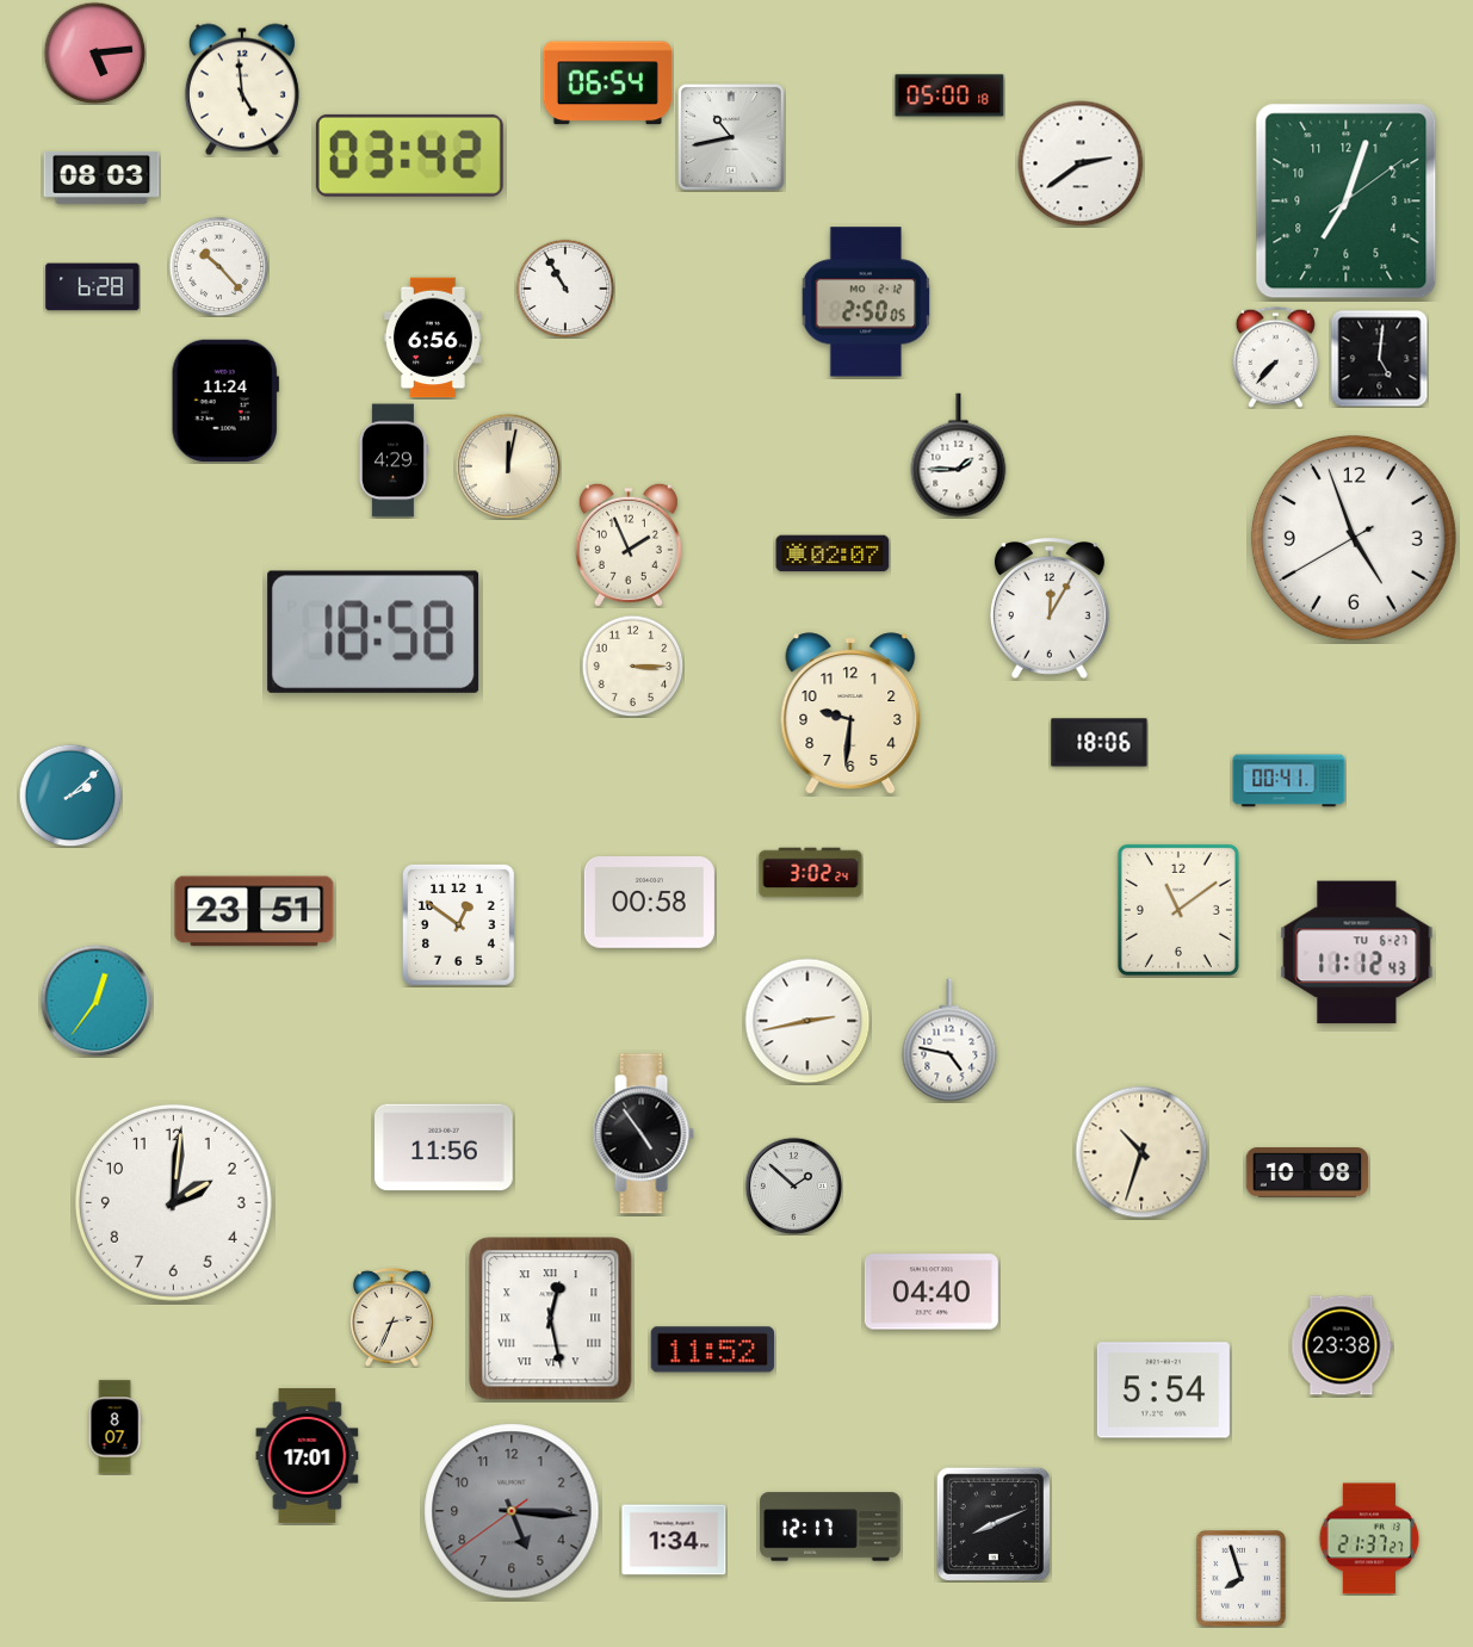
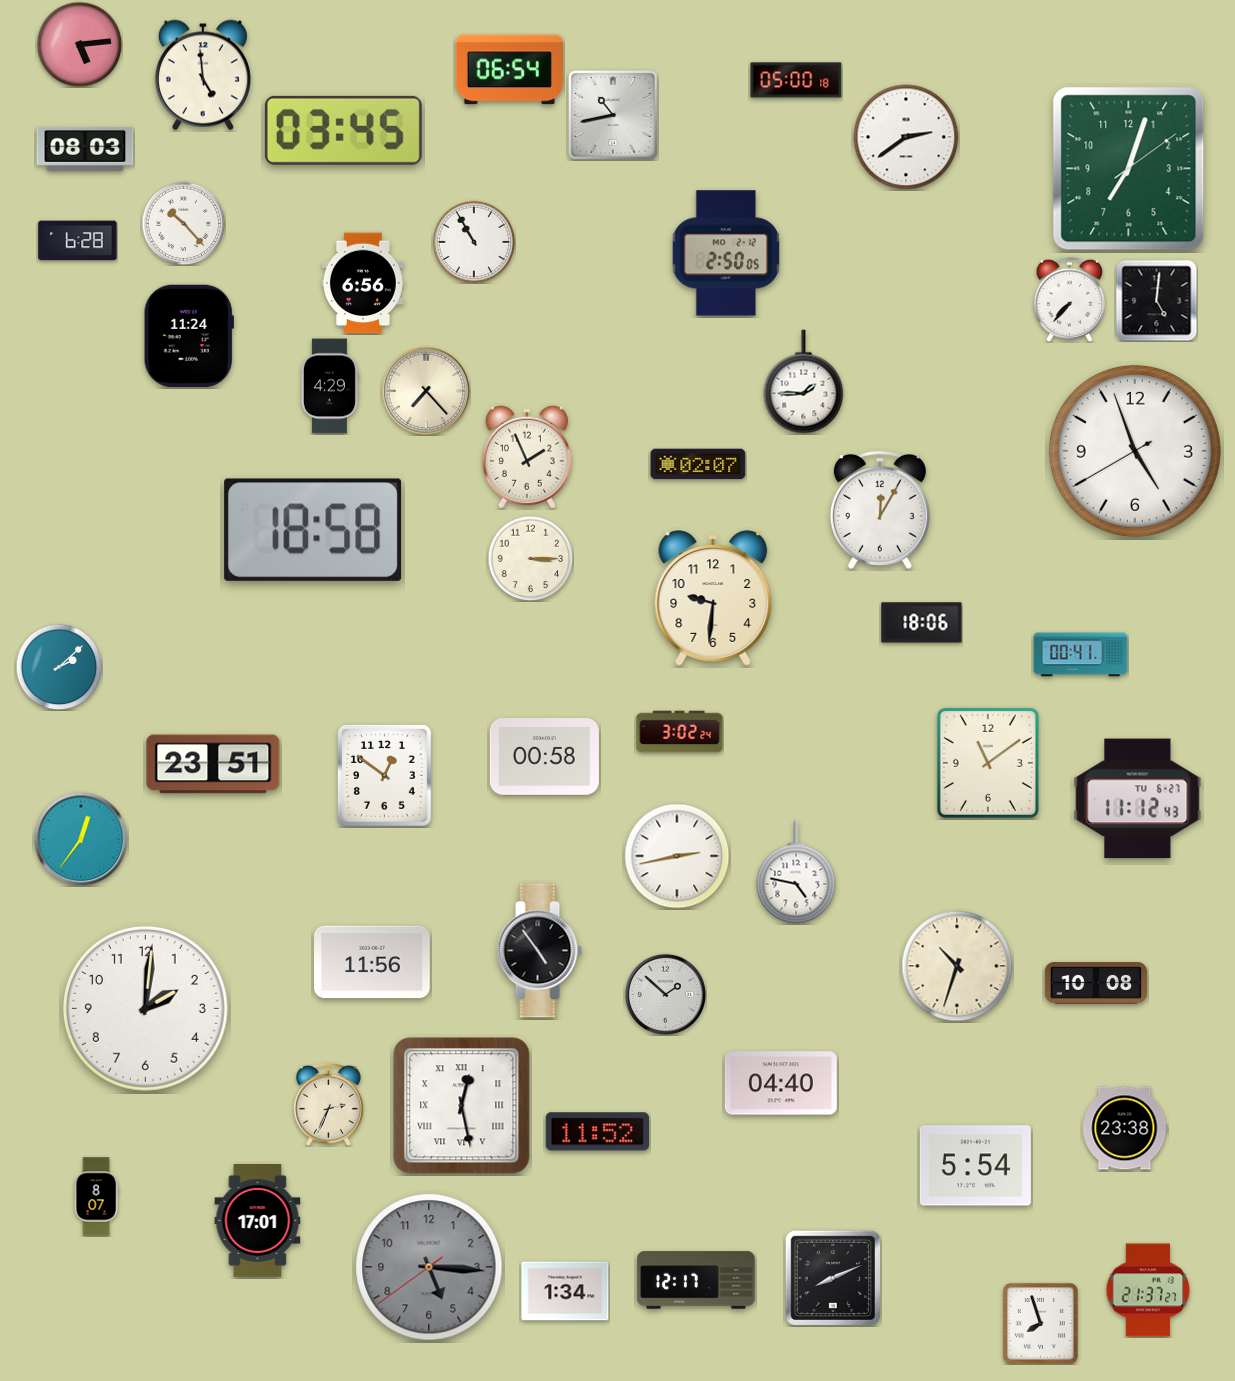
clock at (409, 155): 03:42 -> 03:45
clock at (508, 466): 12:02 -> 7:23
